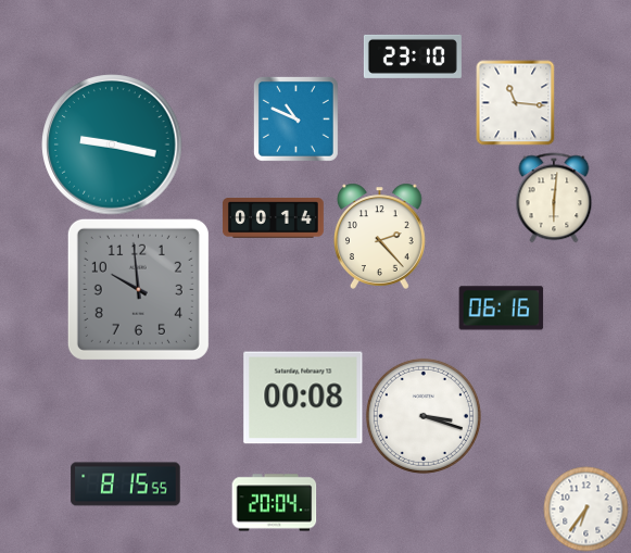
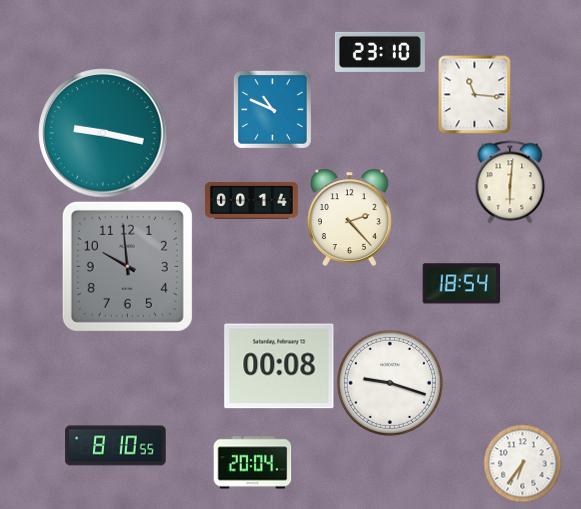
clock at (501, 309): 06:16 -> 18:54
clock at (424, 416): 3:18 -> 9:18
clock at (126, 485): 8:15 -> 8:10
clock at (585, 508) position: (585, 508) -> (522, 463)
